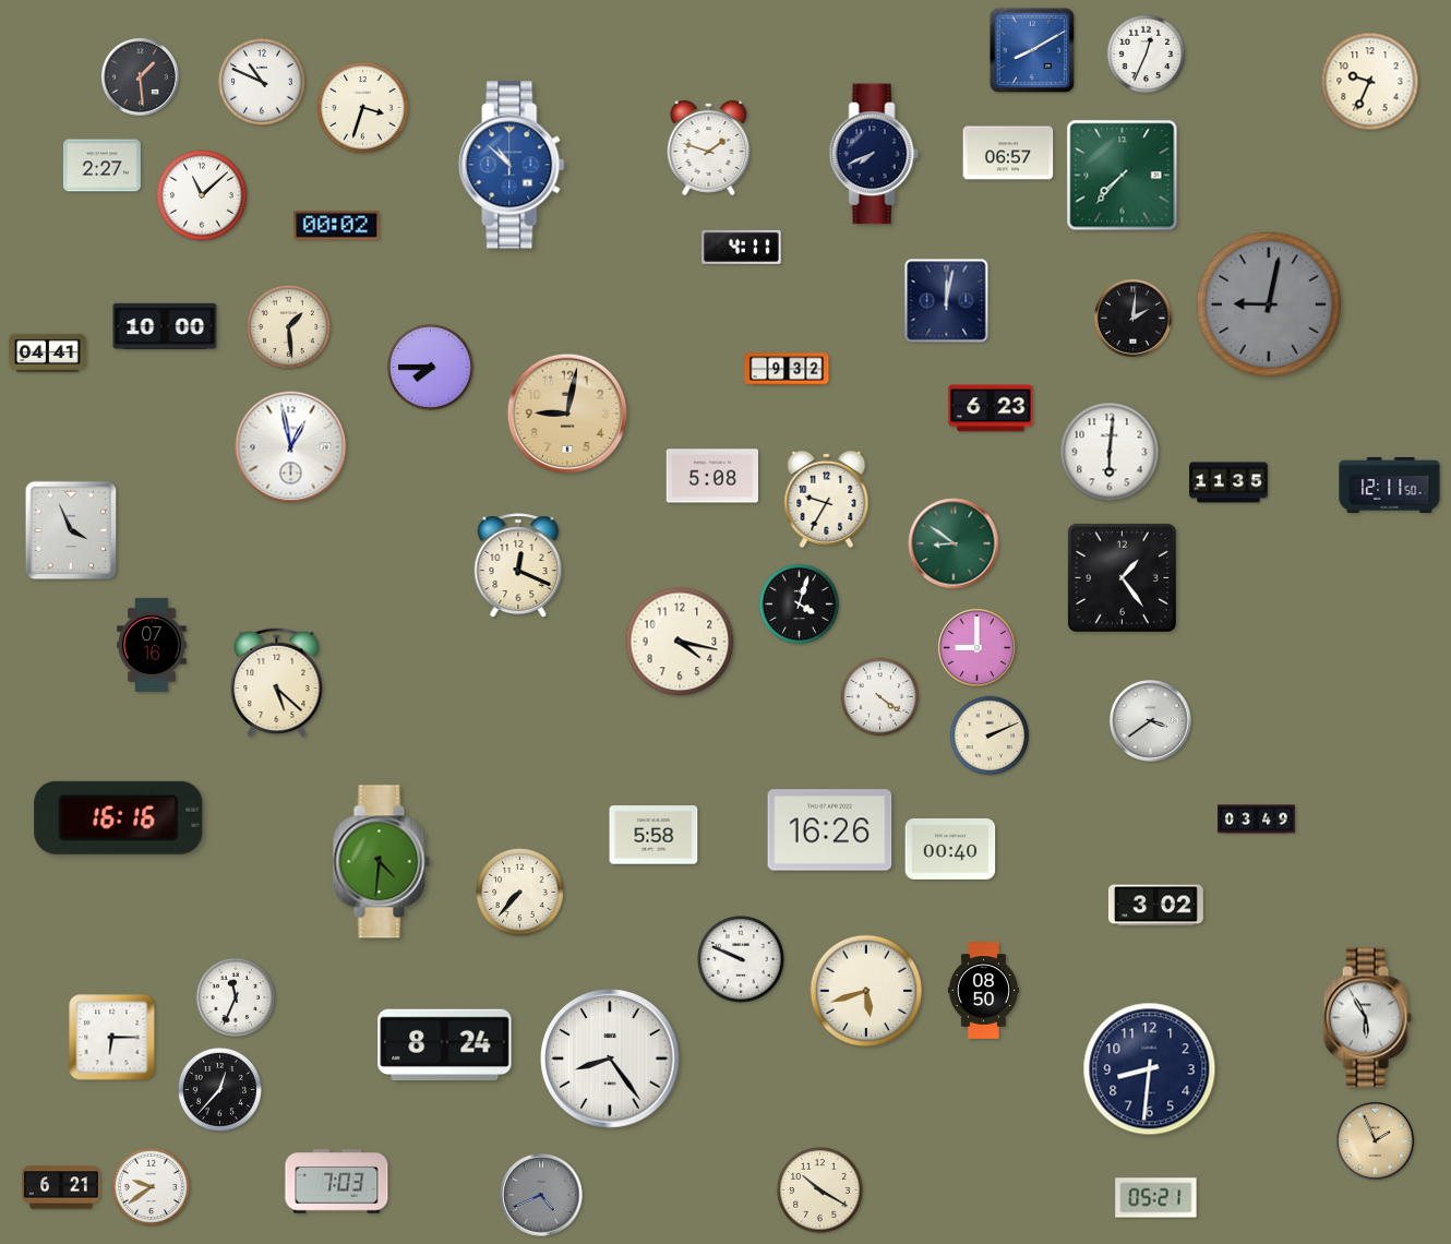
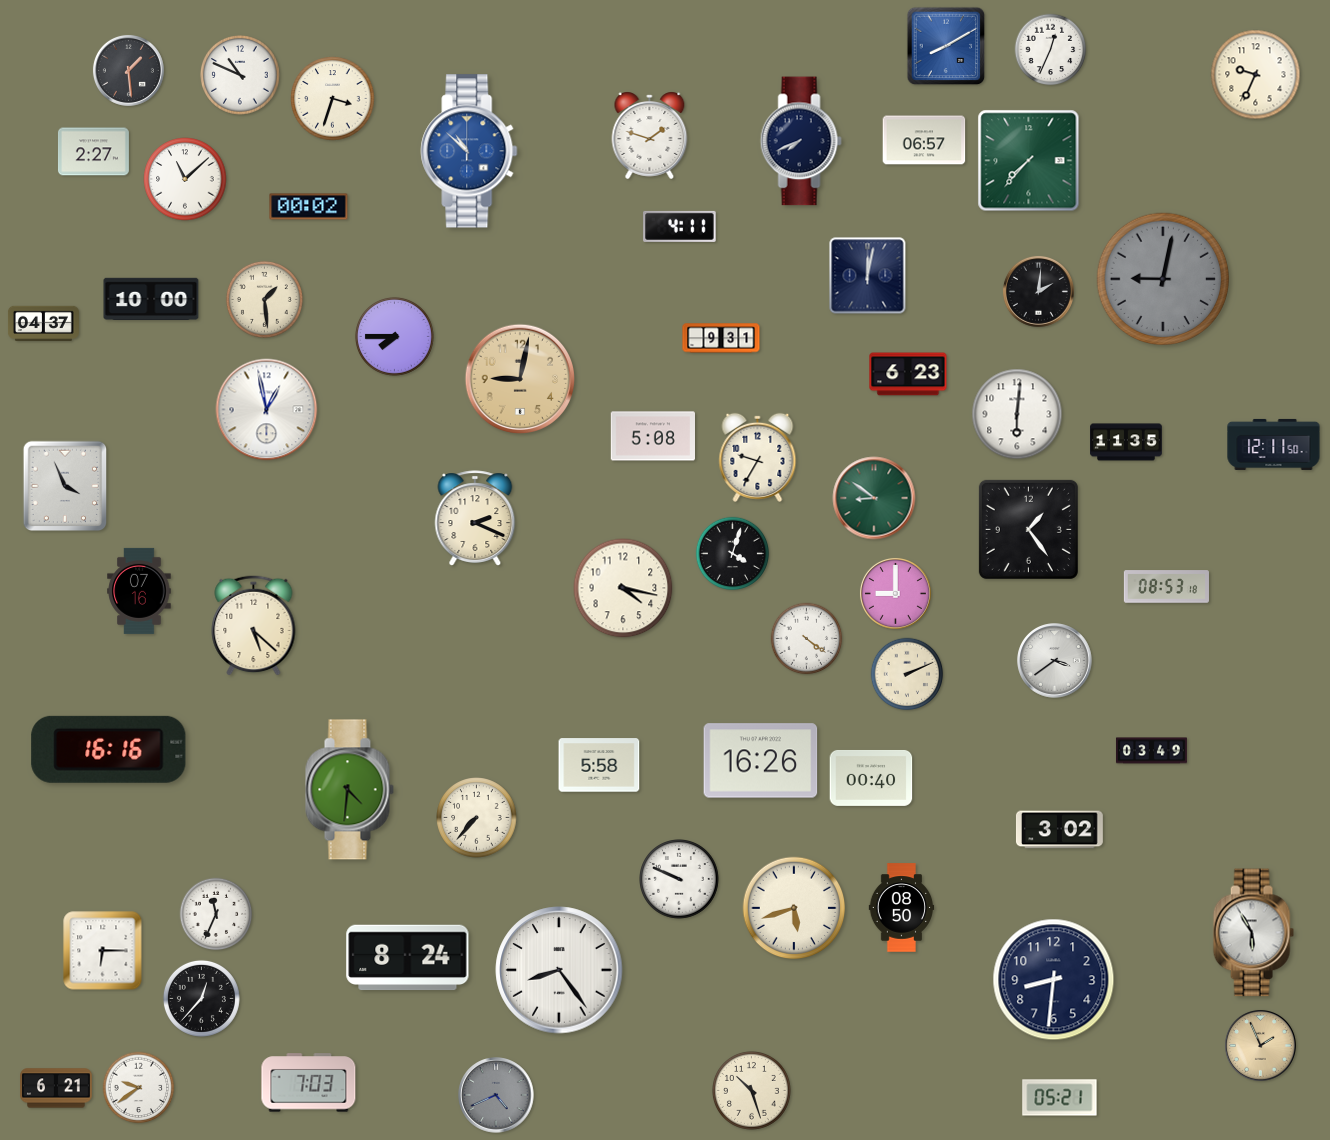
clock at (47, 352): 04:41 -> 04:37
clock at (787, 369): 9:32 -> 9:31
clock at (518, 565): 12:19 -> 2:19
clock at (1166, 587): none -> 08:53
clock at (819, 1189): 10:20 -> 10:27
